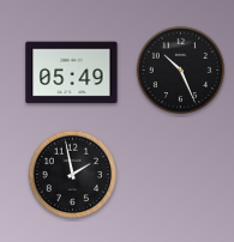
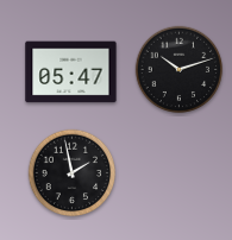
clock at (181, 71): 10:26 -> 10:12
clock at (72, 73): 05:49 -> 05:47
